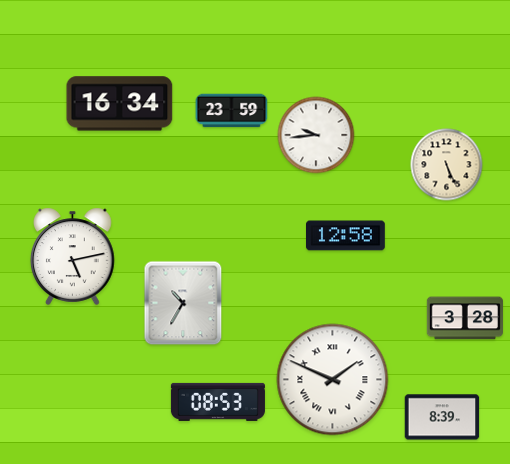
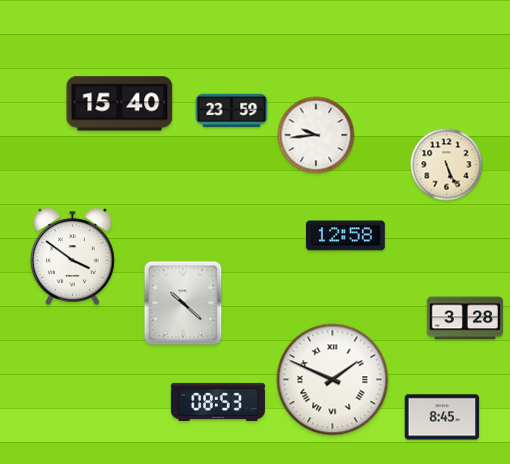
clock at (120, 104): 16:34 -> 15:40
clock at (73, 256): 5:13 -> 3:51
clock at (183, 303): 10:35 -> 10:22
clock at (442, 417): 8:39 -> 8:45
